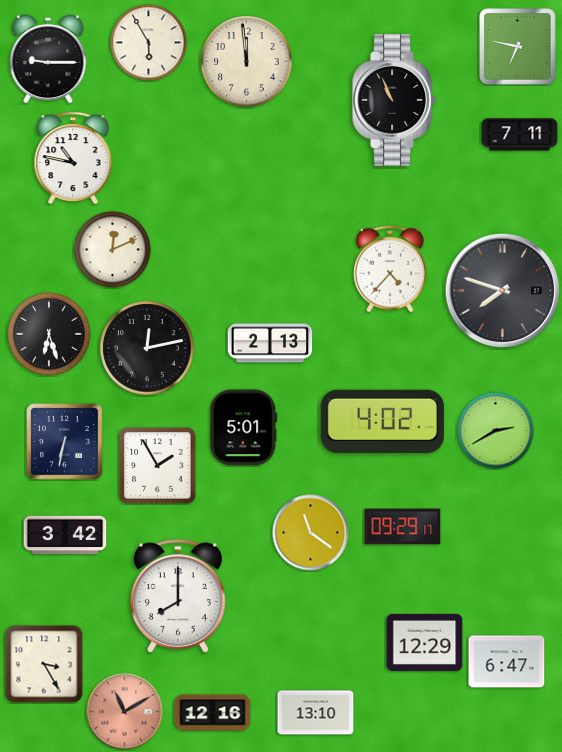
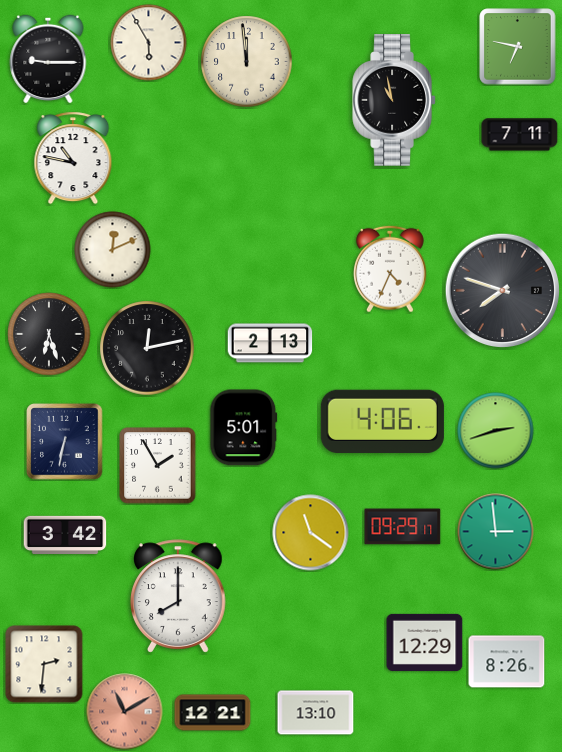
clock at (394, 100): 10:56 -> 10:58
clock at (390, 269): 4:37 -> 4:34
clock at (382, 421): 4:02 -> 4:06
clock at (496, 431): 2:40 -> 2:42
clock at (496, 532): none -> 2:59
clock at (507, 662): 6:47 -> 8:26
clock at (44, 664): 3:25 -> 2:31
clock at (213, 713): 12:16 -> 12:21
